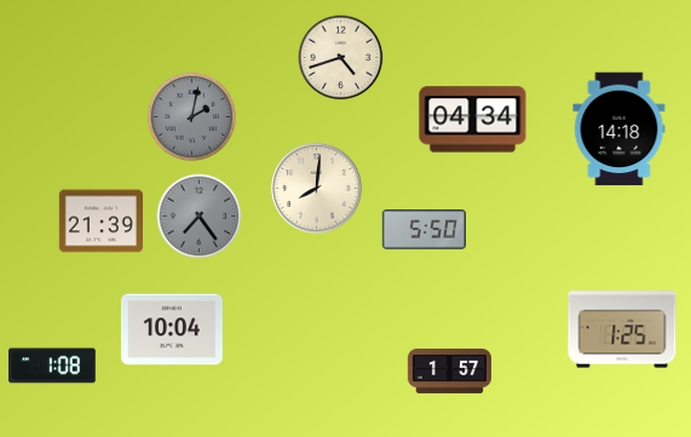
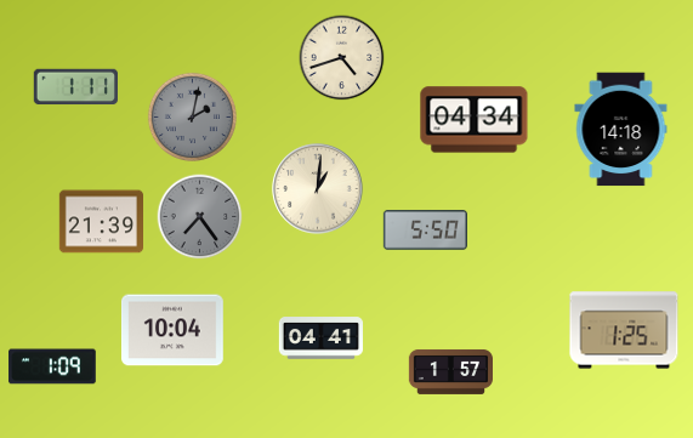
clock at (75, 87): none -> 1:11
clock at (317, 189): 8:01 -> 1:01
clock at (320, 339): none -> 04:41
clock at (52, 366): 1:08 -> 1:09
